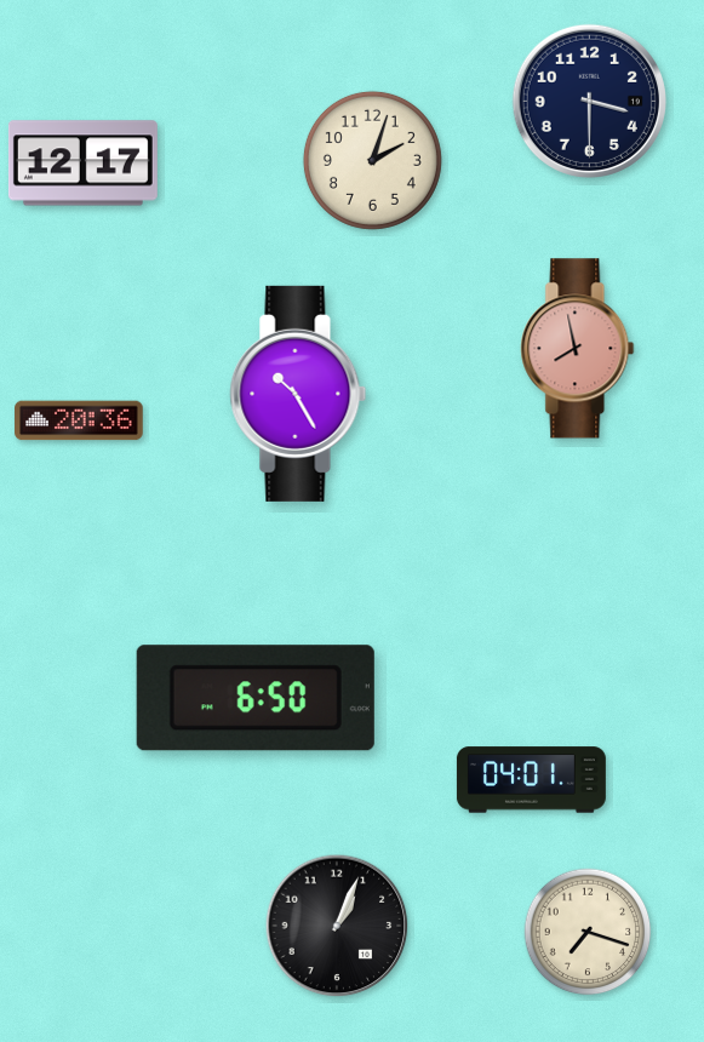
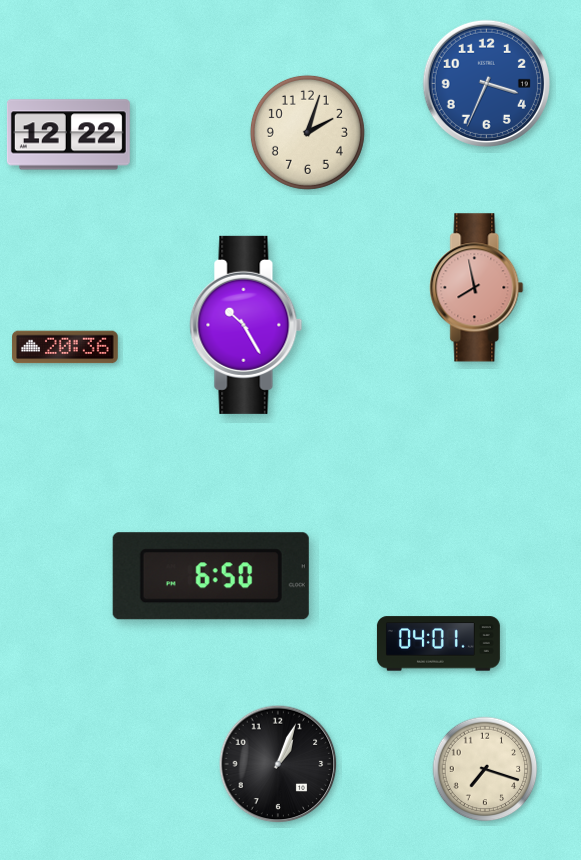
clock at (589, 101): 3:30 -> 3:34
clock at (589, 101) dial: navy -> blue
clock at (82, 164): 12:17 -> 12:22
